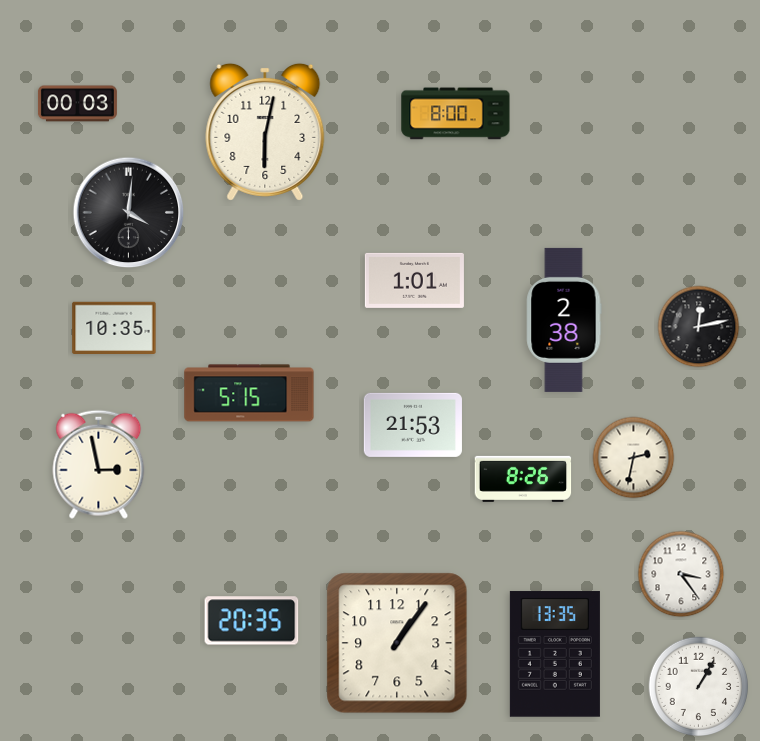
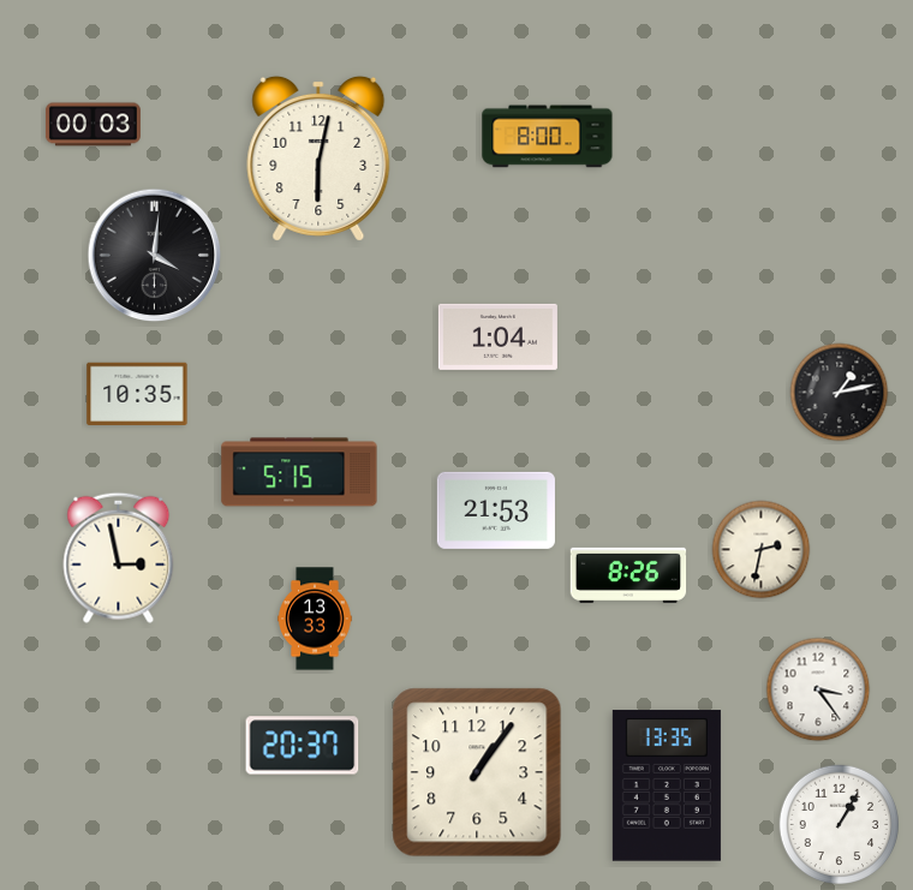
clock at (414, 280): 1:01 -> 1:04
clock at (564, 320): 2:38 -> none
clock at (699, 327): 12:13 -> 1:13
clock at (315, 619): none -> 13:33
clock at (252, 621): 20:35 -> 20:37
